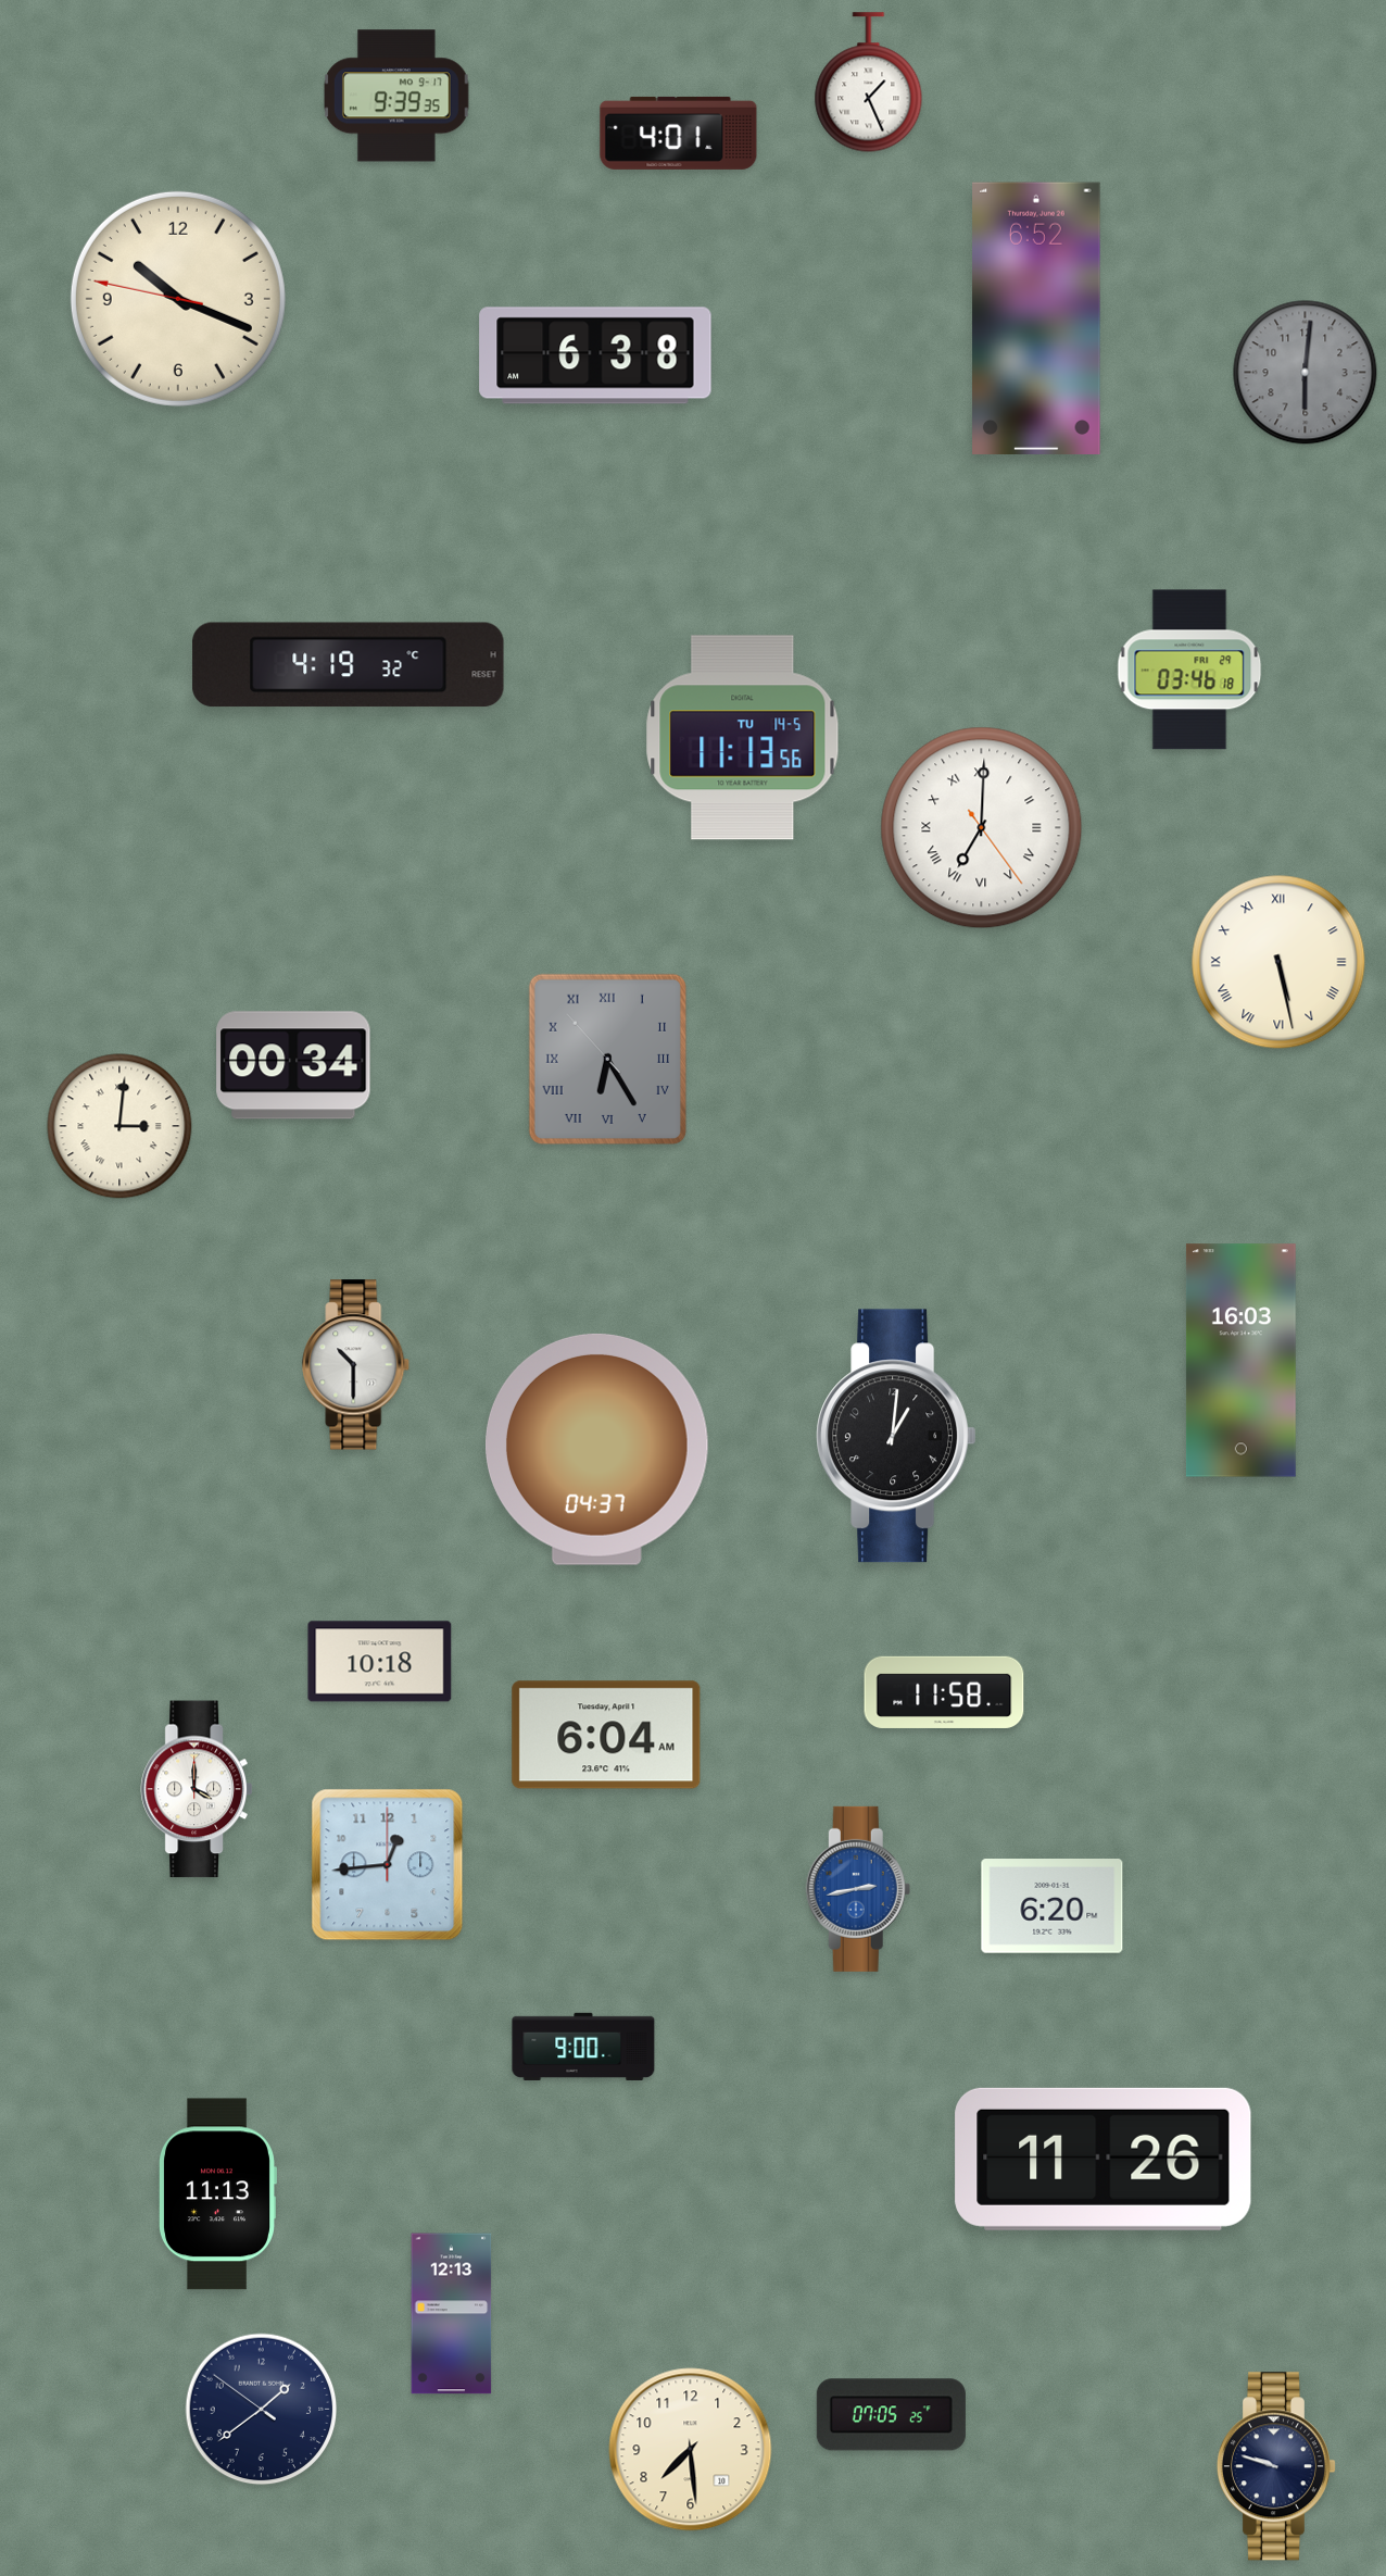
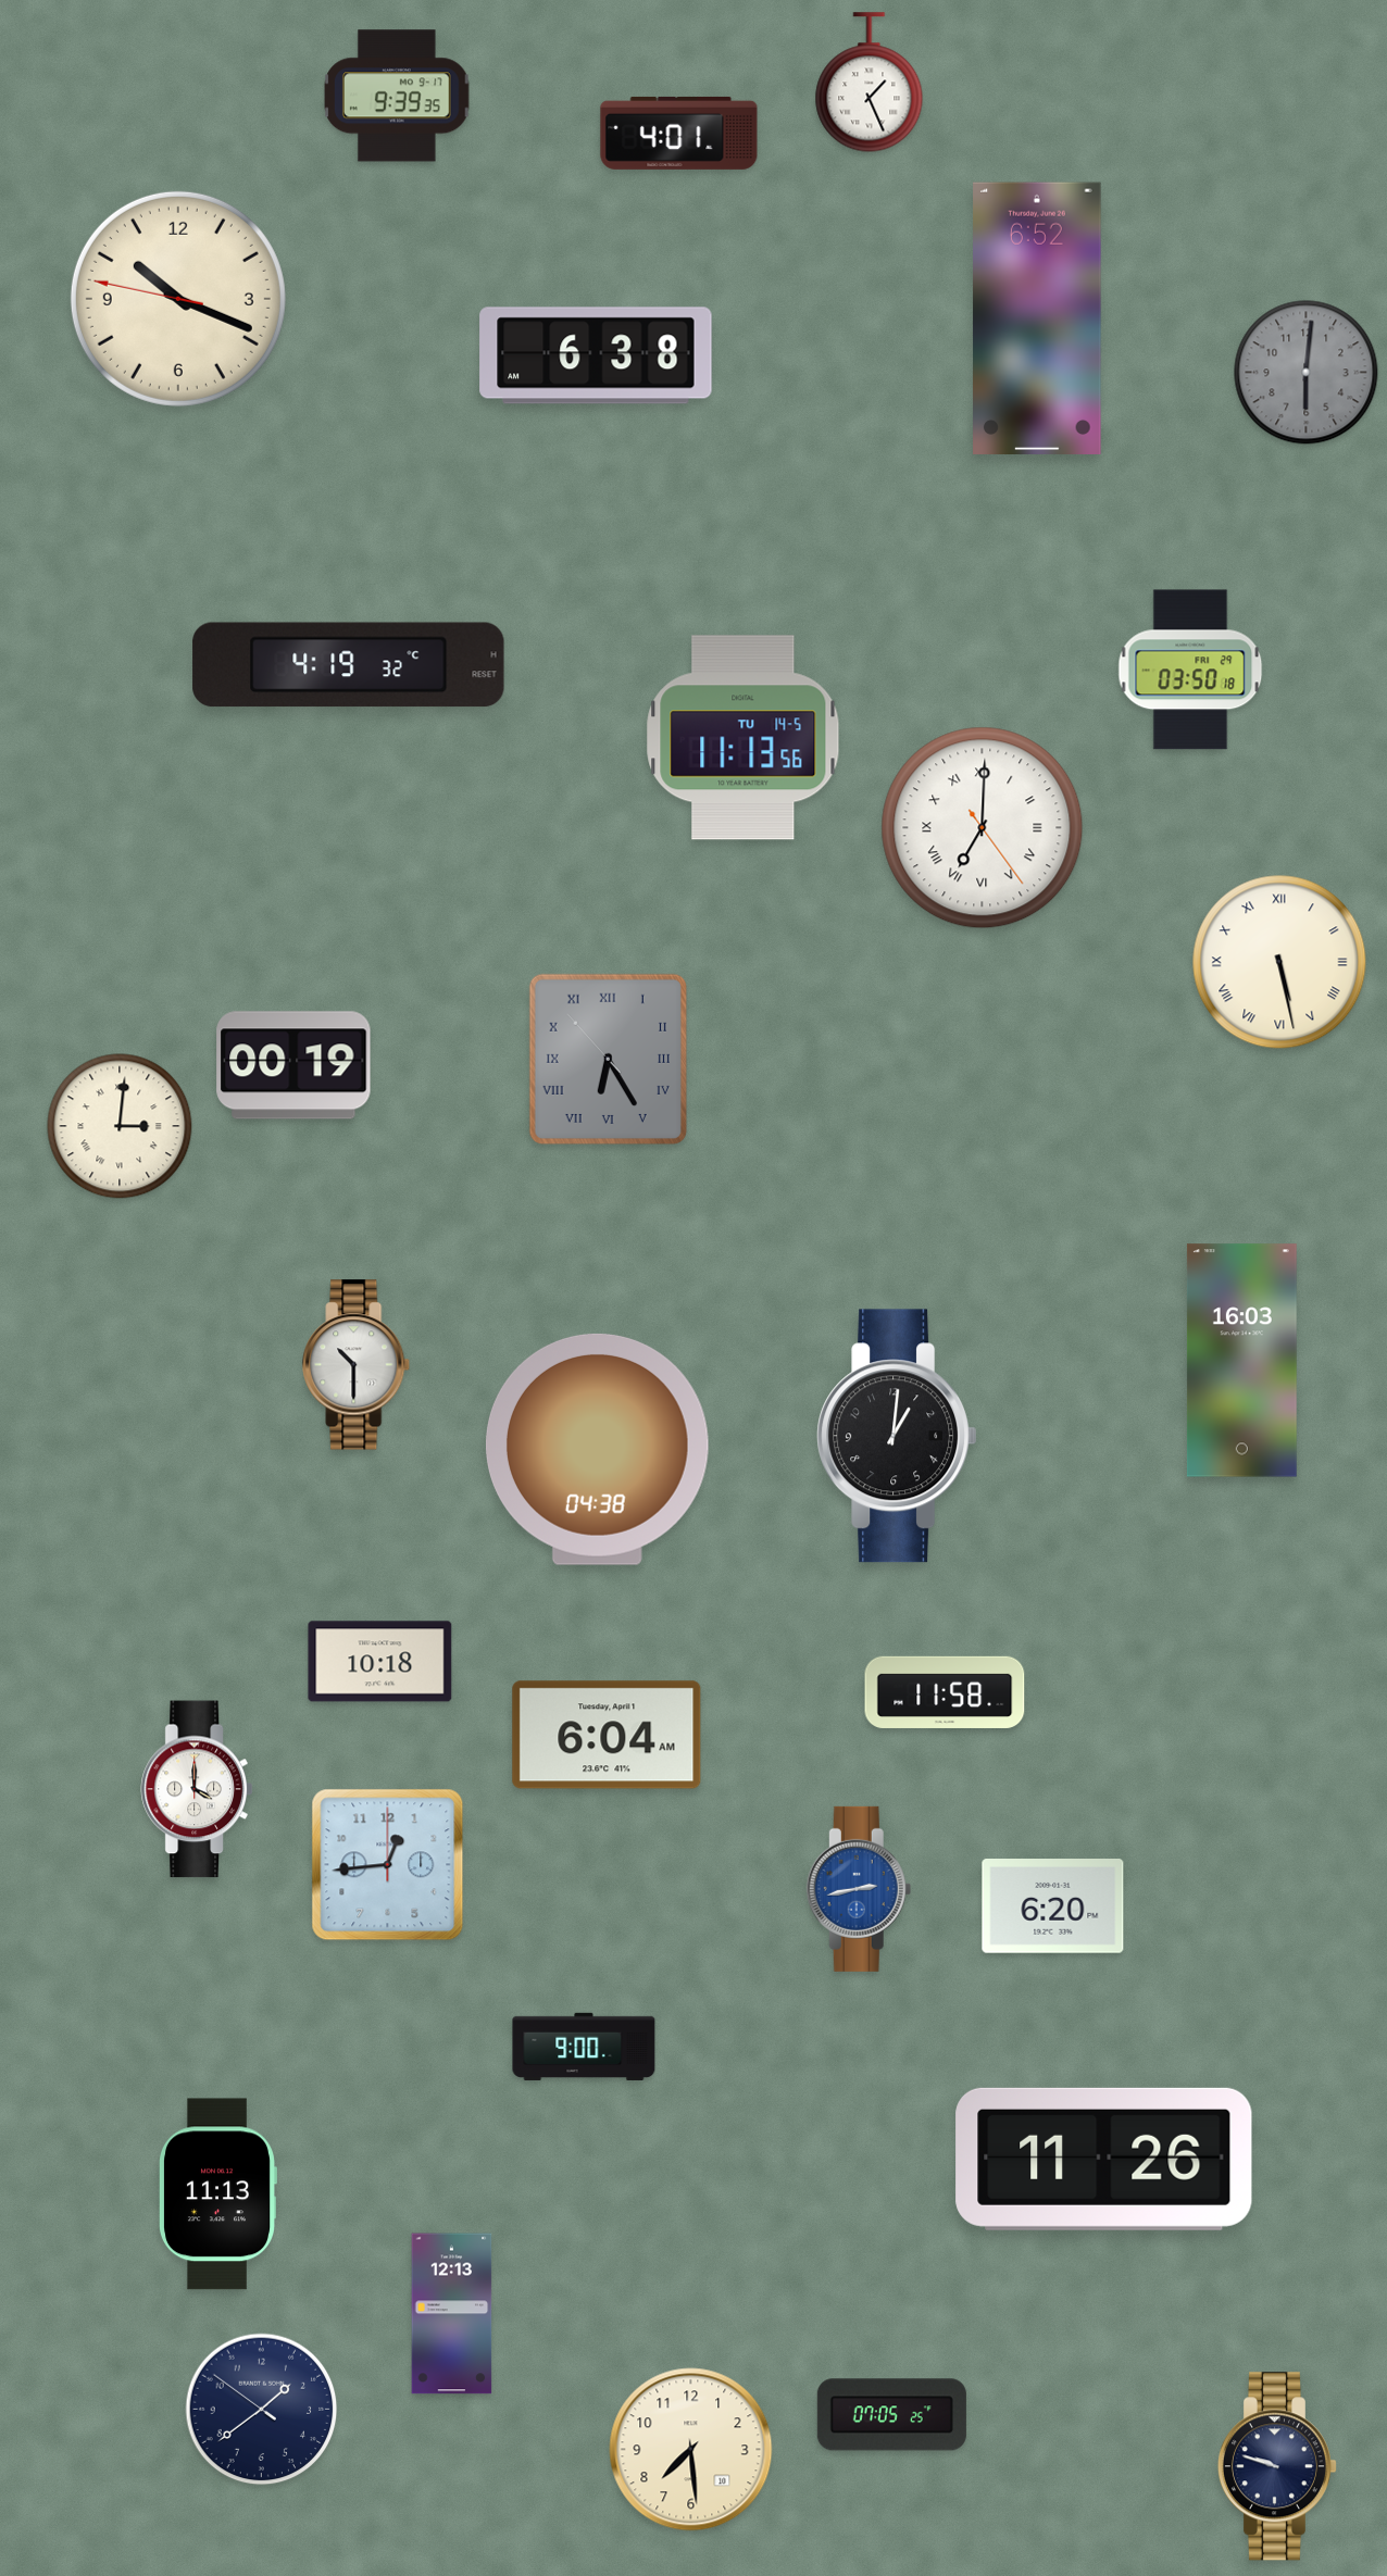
clock at (1189, 670): 03:46 -> 03:50
clock at (293, 1065): 00:34 -> 00:19
clock at (596, 1449): 04:37 -> 04:38
